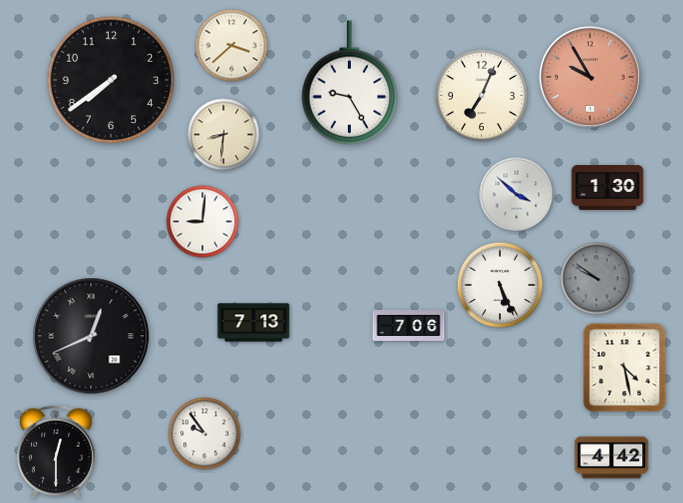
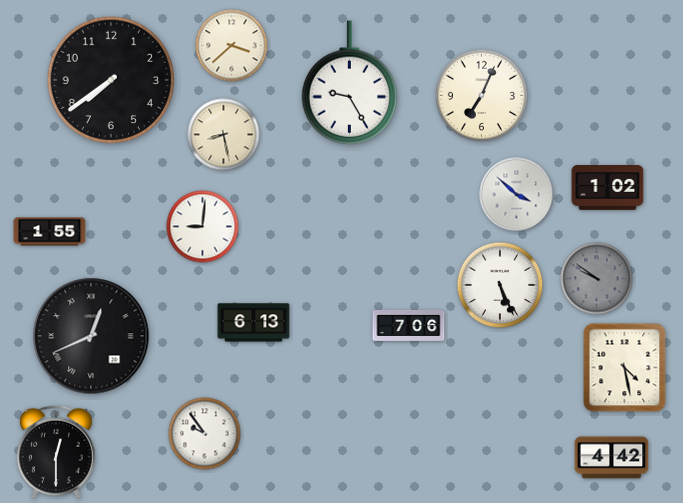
clock at (590, 77): 9:55 -> none
clock at (224, 135): 8:31 -> 8:28
clock at (608, 188): 1:30 -> 1:02
clock at (203, 222) position: (203, 222) -> (203, 227)
clock at (50, 232): none -> 1:55
clock at (254, 323): 7:13 -> 6:13
